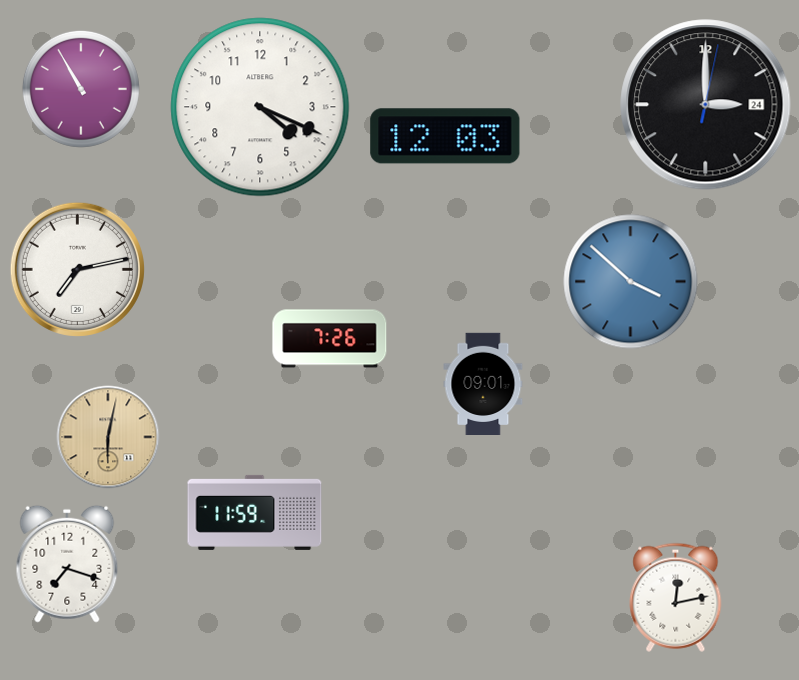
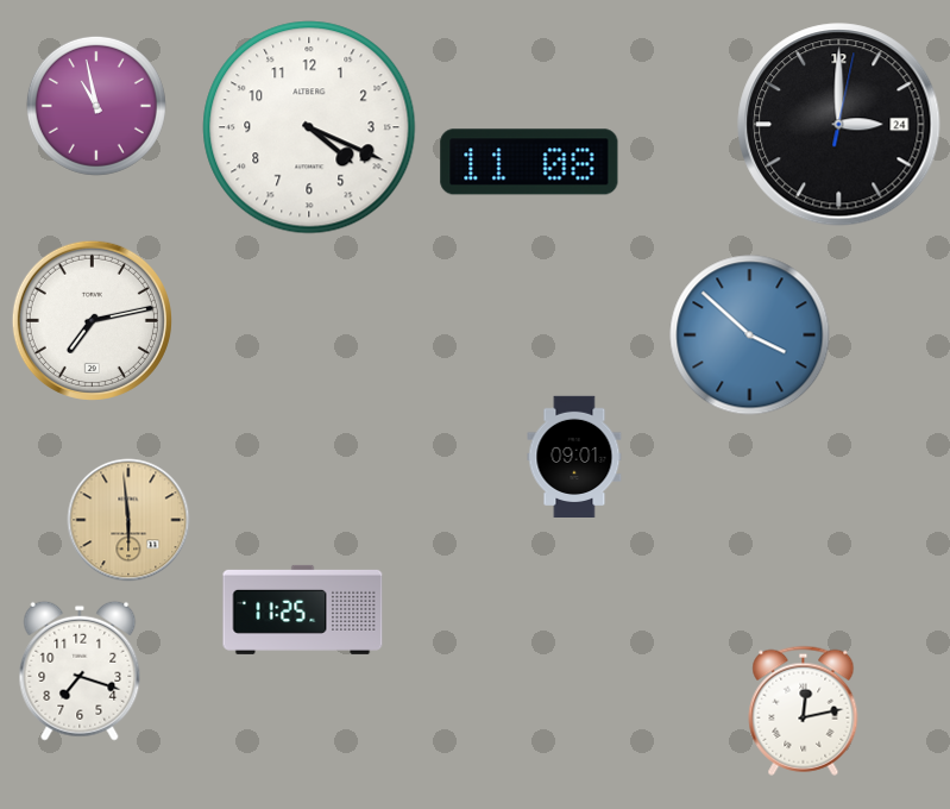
clock at (81, 89): 10:55 -> 10:58
clock at (445, 136): 12:03 -> 11:08
clock at (330, 339): 7:26 -> none
clock at (108, 437): 6:02 -> 5:59
clock at (255, 512): 11:59 -> 11:25
